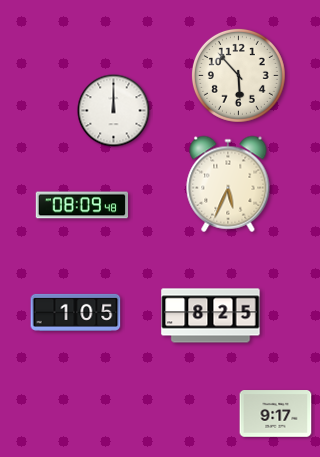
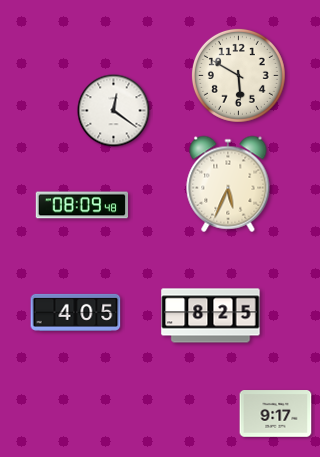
clock at (238, 75): 5:53 -> 5:50
clock at (114, 111): 12:00 -> 12:21
clock at (76, 312): 1:05 -> 4:05
